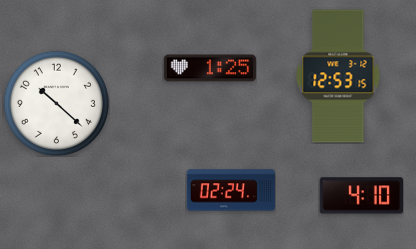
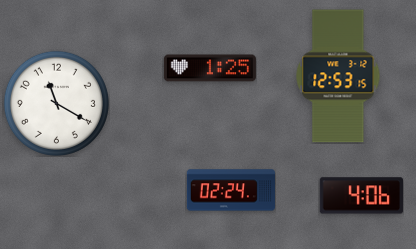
clock at (56, 103): 10:22 -> 11:20
clock at (361, 196): 4:10 -> 4:06
